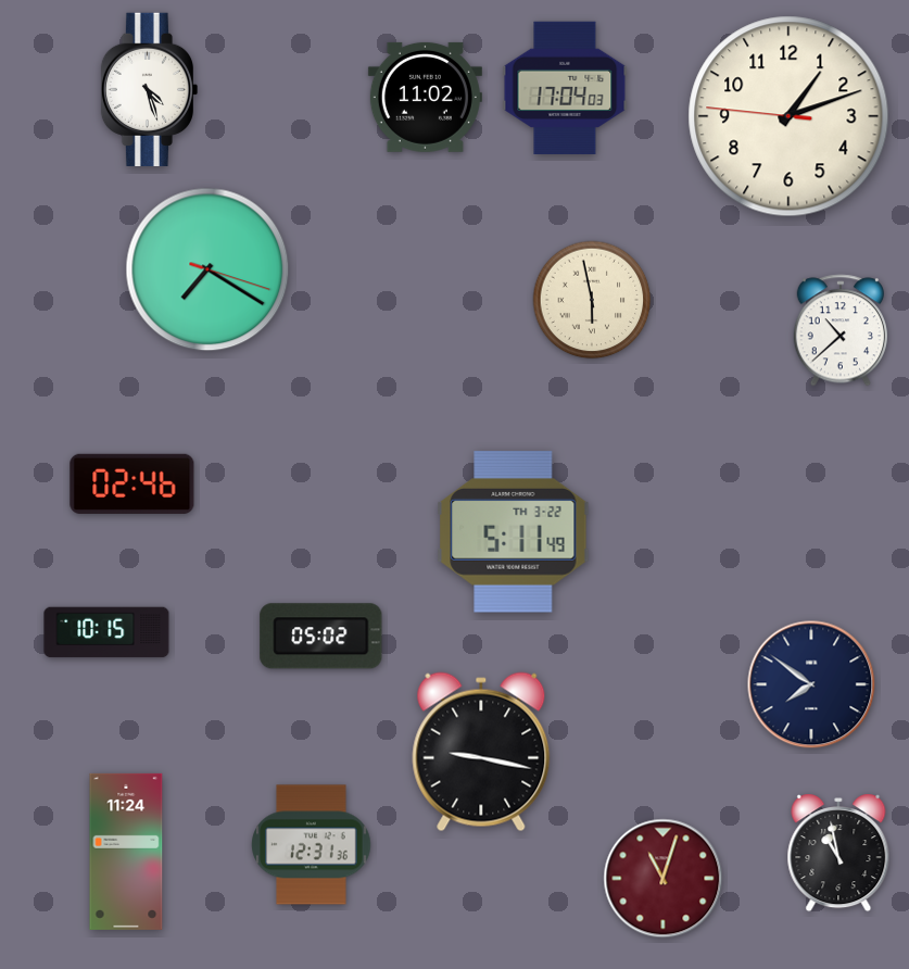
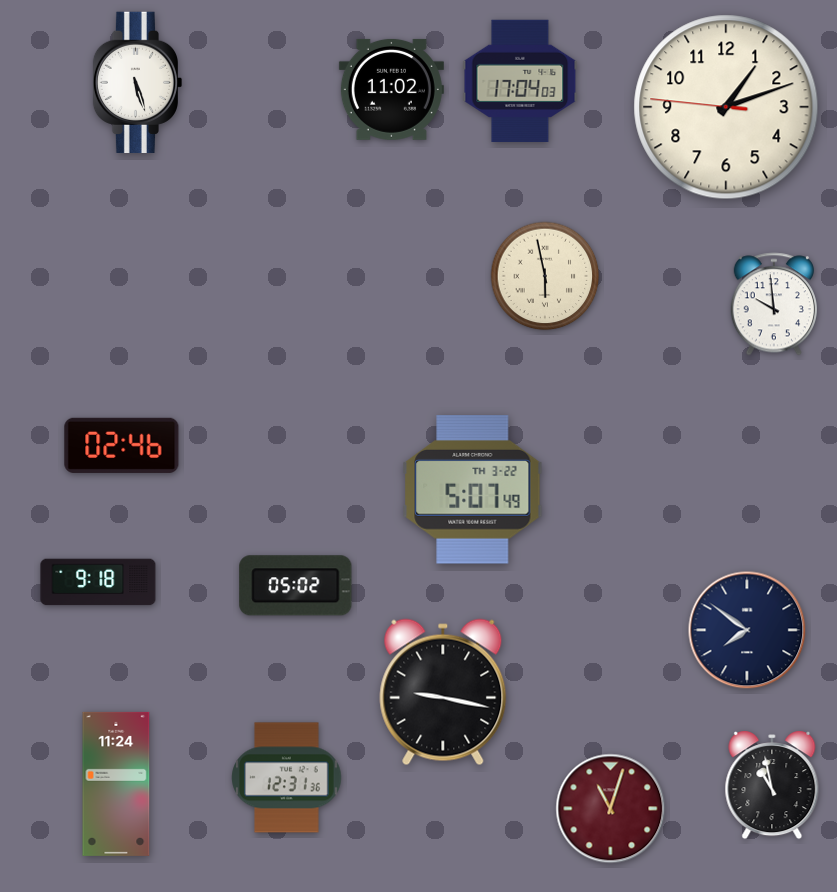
clock at (150, 89): 4:27 -> 5:27
clock at (207, 269): 7:20 -> none
clock at (839, 330): 10:38 -> 9:59
clock at (514, 532): 5:11 -> 5:07
clock at (106, 632): 10:15 -> 9:18
